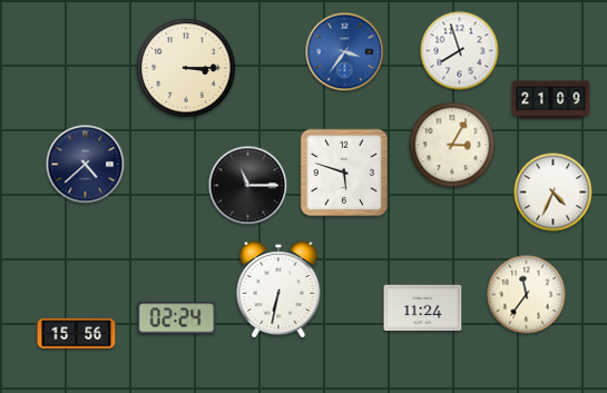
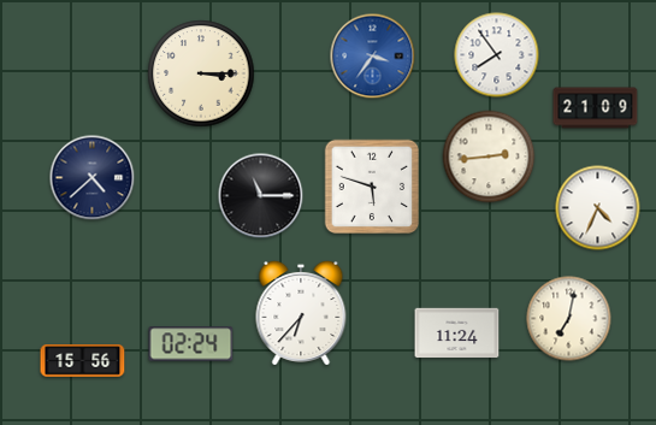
clock at (460, 51): 7:57 -> 7:54
clock at (452, 145): 3:05 -> 2:44
clock at (248, 186) position: (248, 186) -> (261, 196)
clock at (278, 289): 6:32 -> 6:37
clock at (527, 295): 11:36 -> 7:02
